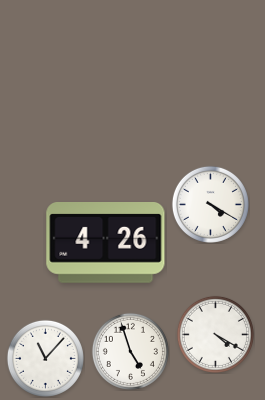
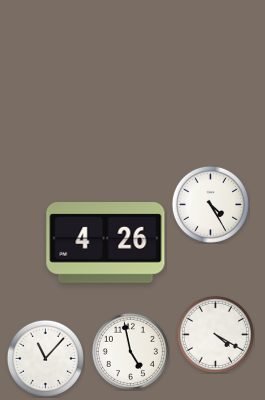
clock at (210, 204): 4:20 -> 4:25
clock at (130, 351): 4:57 -> 4:58
